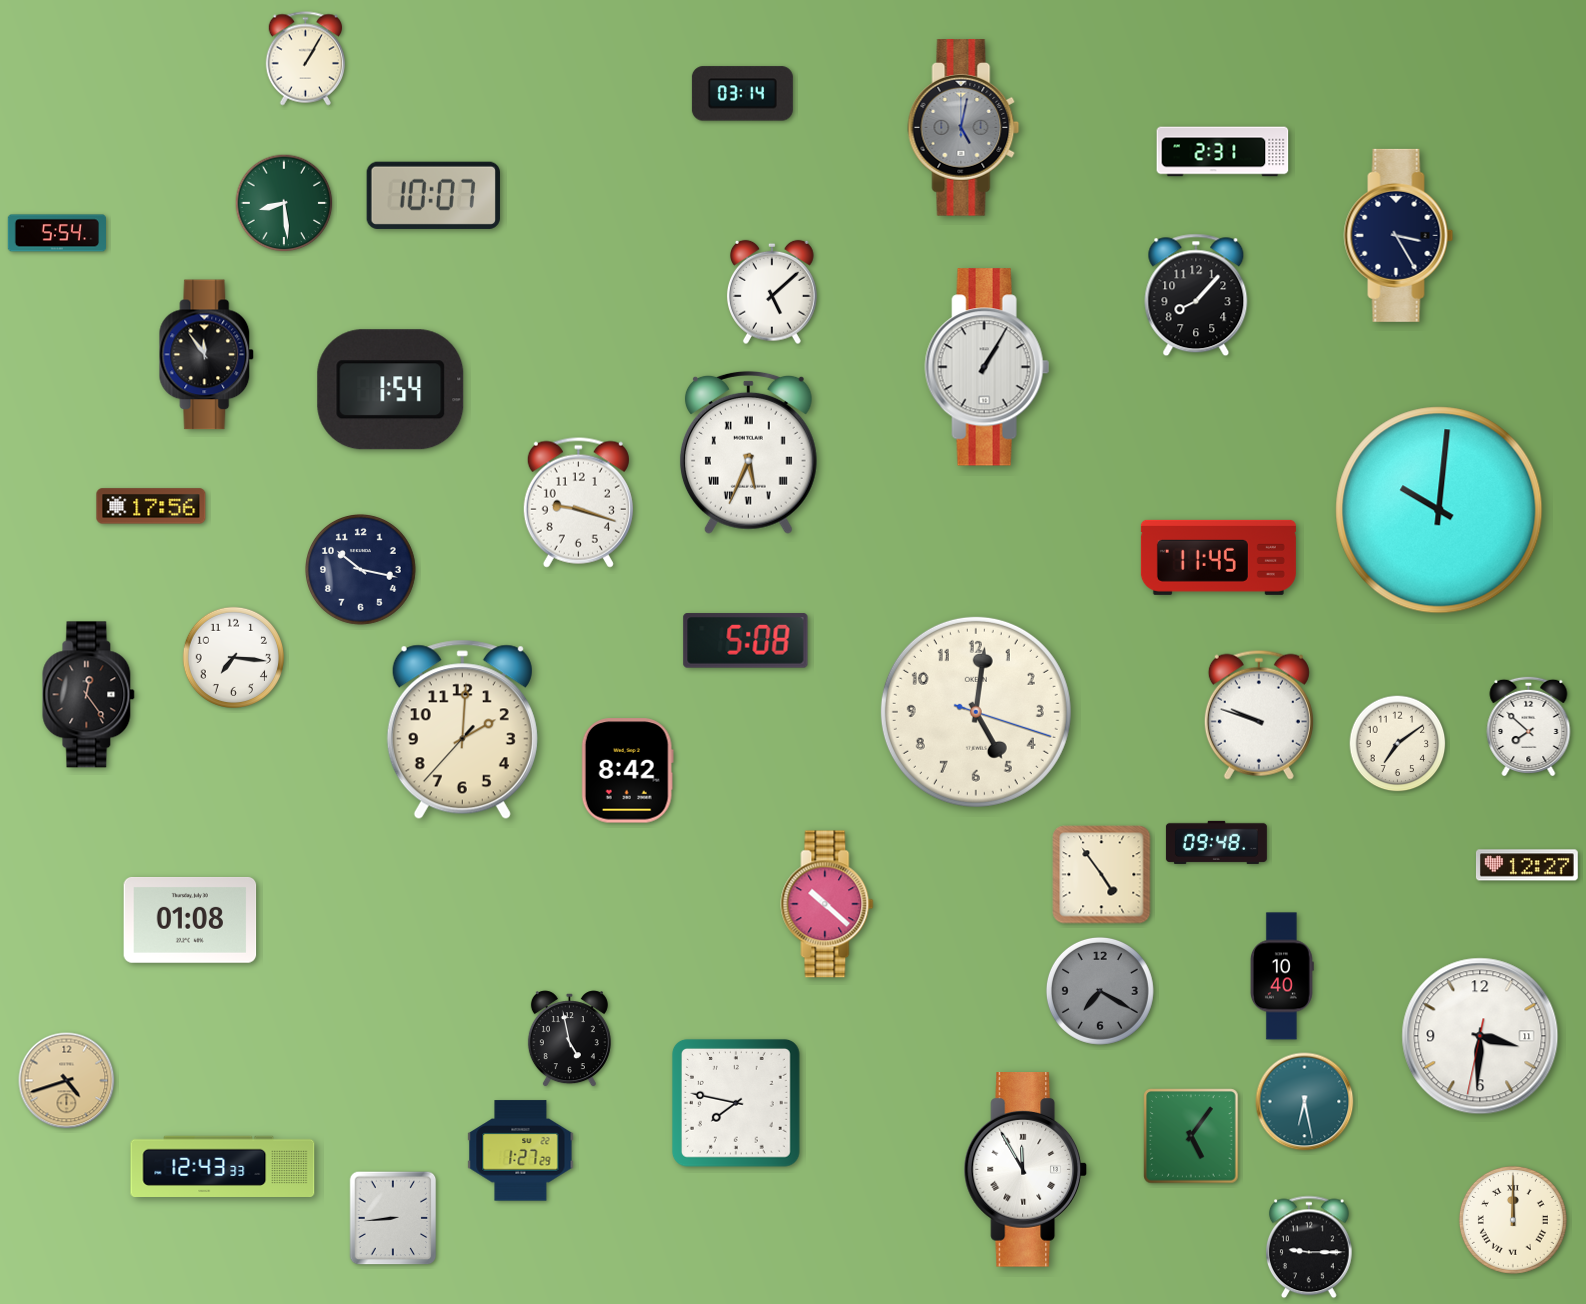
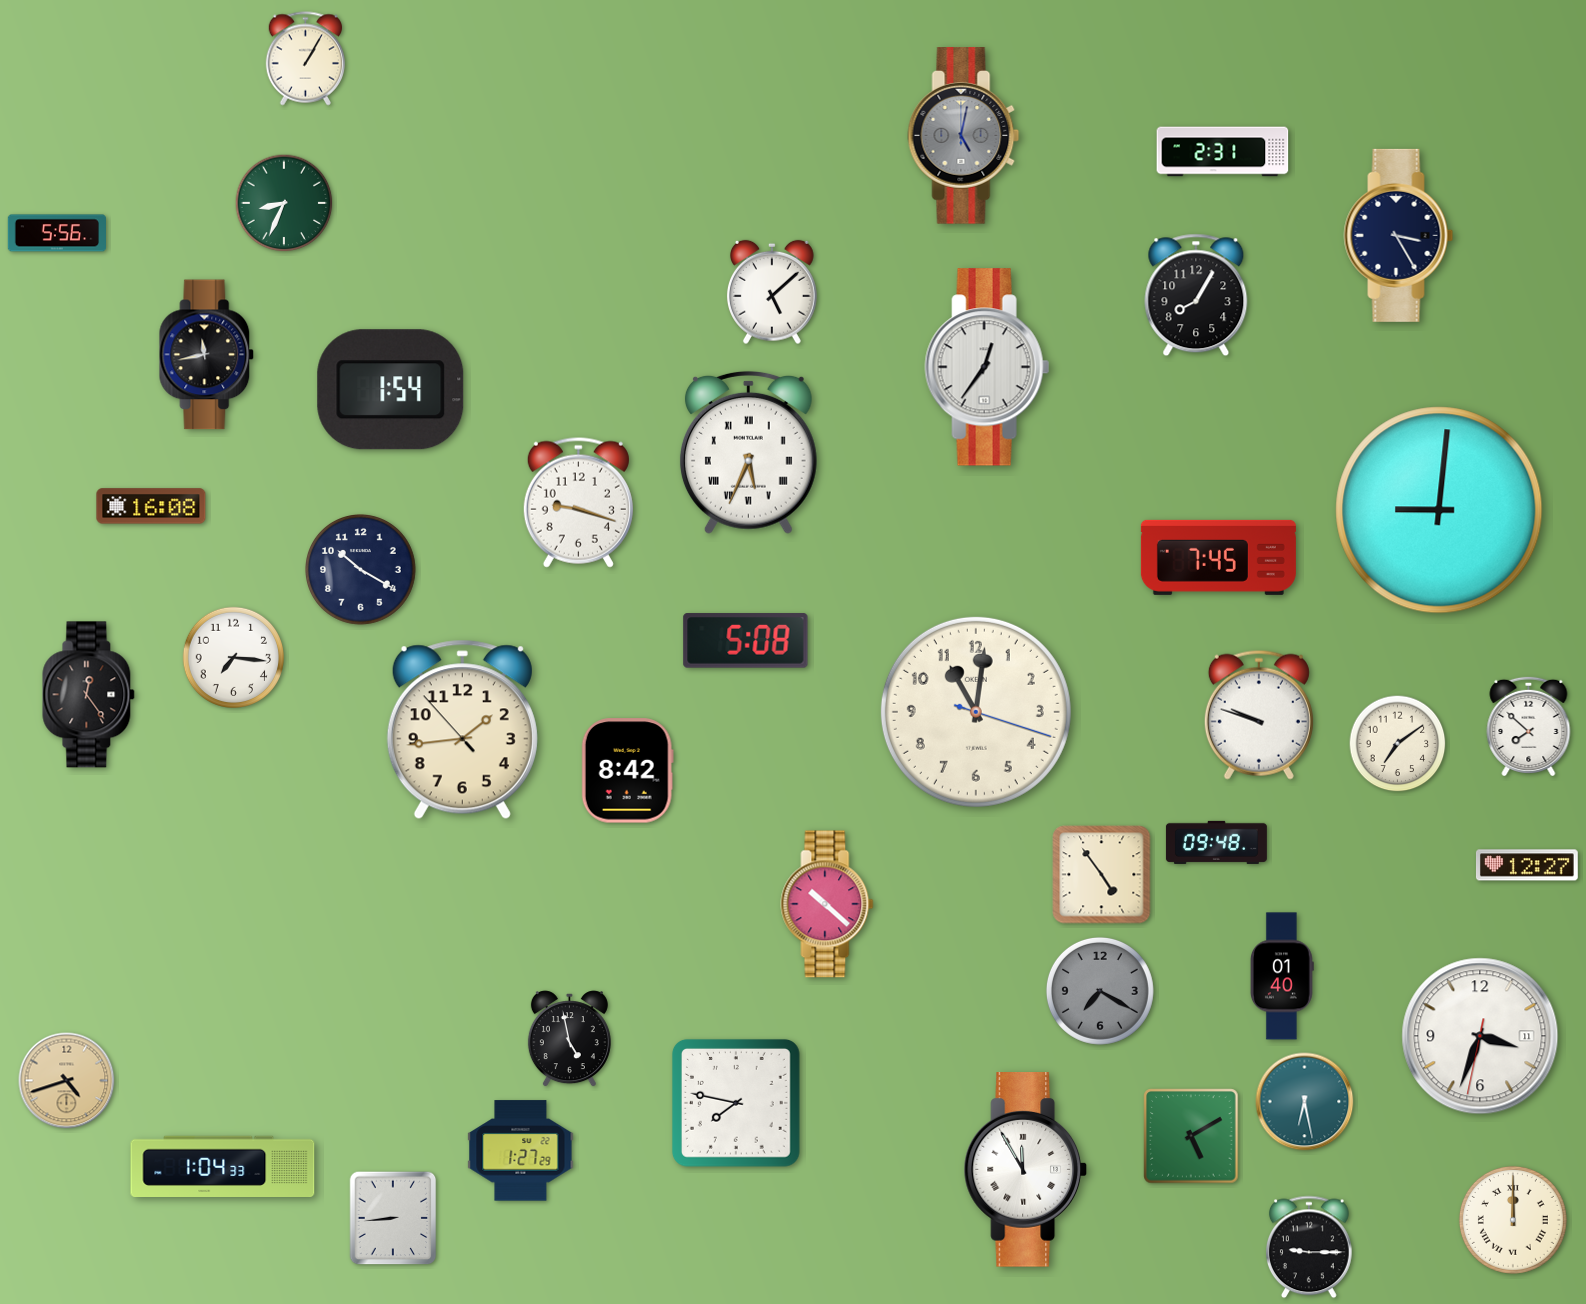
clock at (742, 94): 03:14 -> none
clock at (964, 128) position: (964, 128) -> (964, 136)
clock at (433, 195): 10:07 -> none
clock at (284, 203): 8:29 -> 8:34
clock at (56, 233): 5:54 -> 5:56
clock at (1196, 295): 8:07 -> 8:05
clock at (207, 355): 11:54 -> 11:43
clock at (987, 367): 1:05 -> 12:36
clock at (151, 506): 17:56 -> 16:08
clock at (1439, 510): 10:01 -> 9:01
clock at (1218, 557): 11:45 -> 7:45
clock at (361, 570): 10:17 -> 10:20
clock at (976, 712): 5:01 -> 11:01
clock at (462, 730): 2:00 -> 1:43
clock at (190, 920): 01:08 -> none
clock at (1282, 976): 10:40 -> 01:40
clock at (1480, 1036): 3:30 -> 3:33
clock at (1191, 1136): 5:06 -> 5:10
clock at (223, 1166): 12:43 -> 1:04
